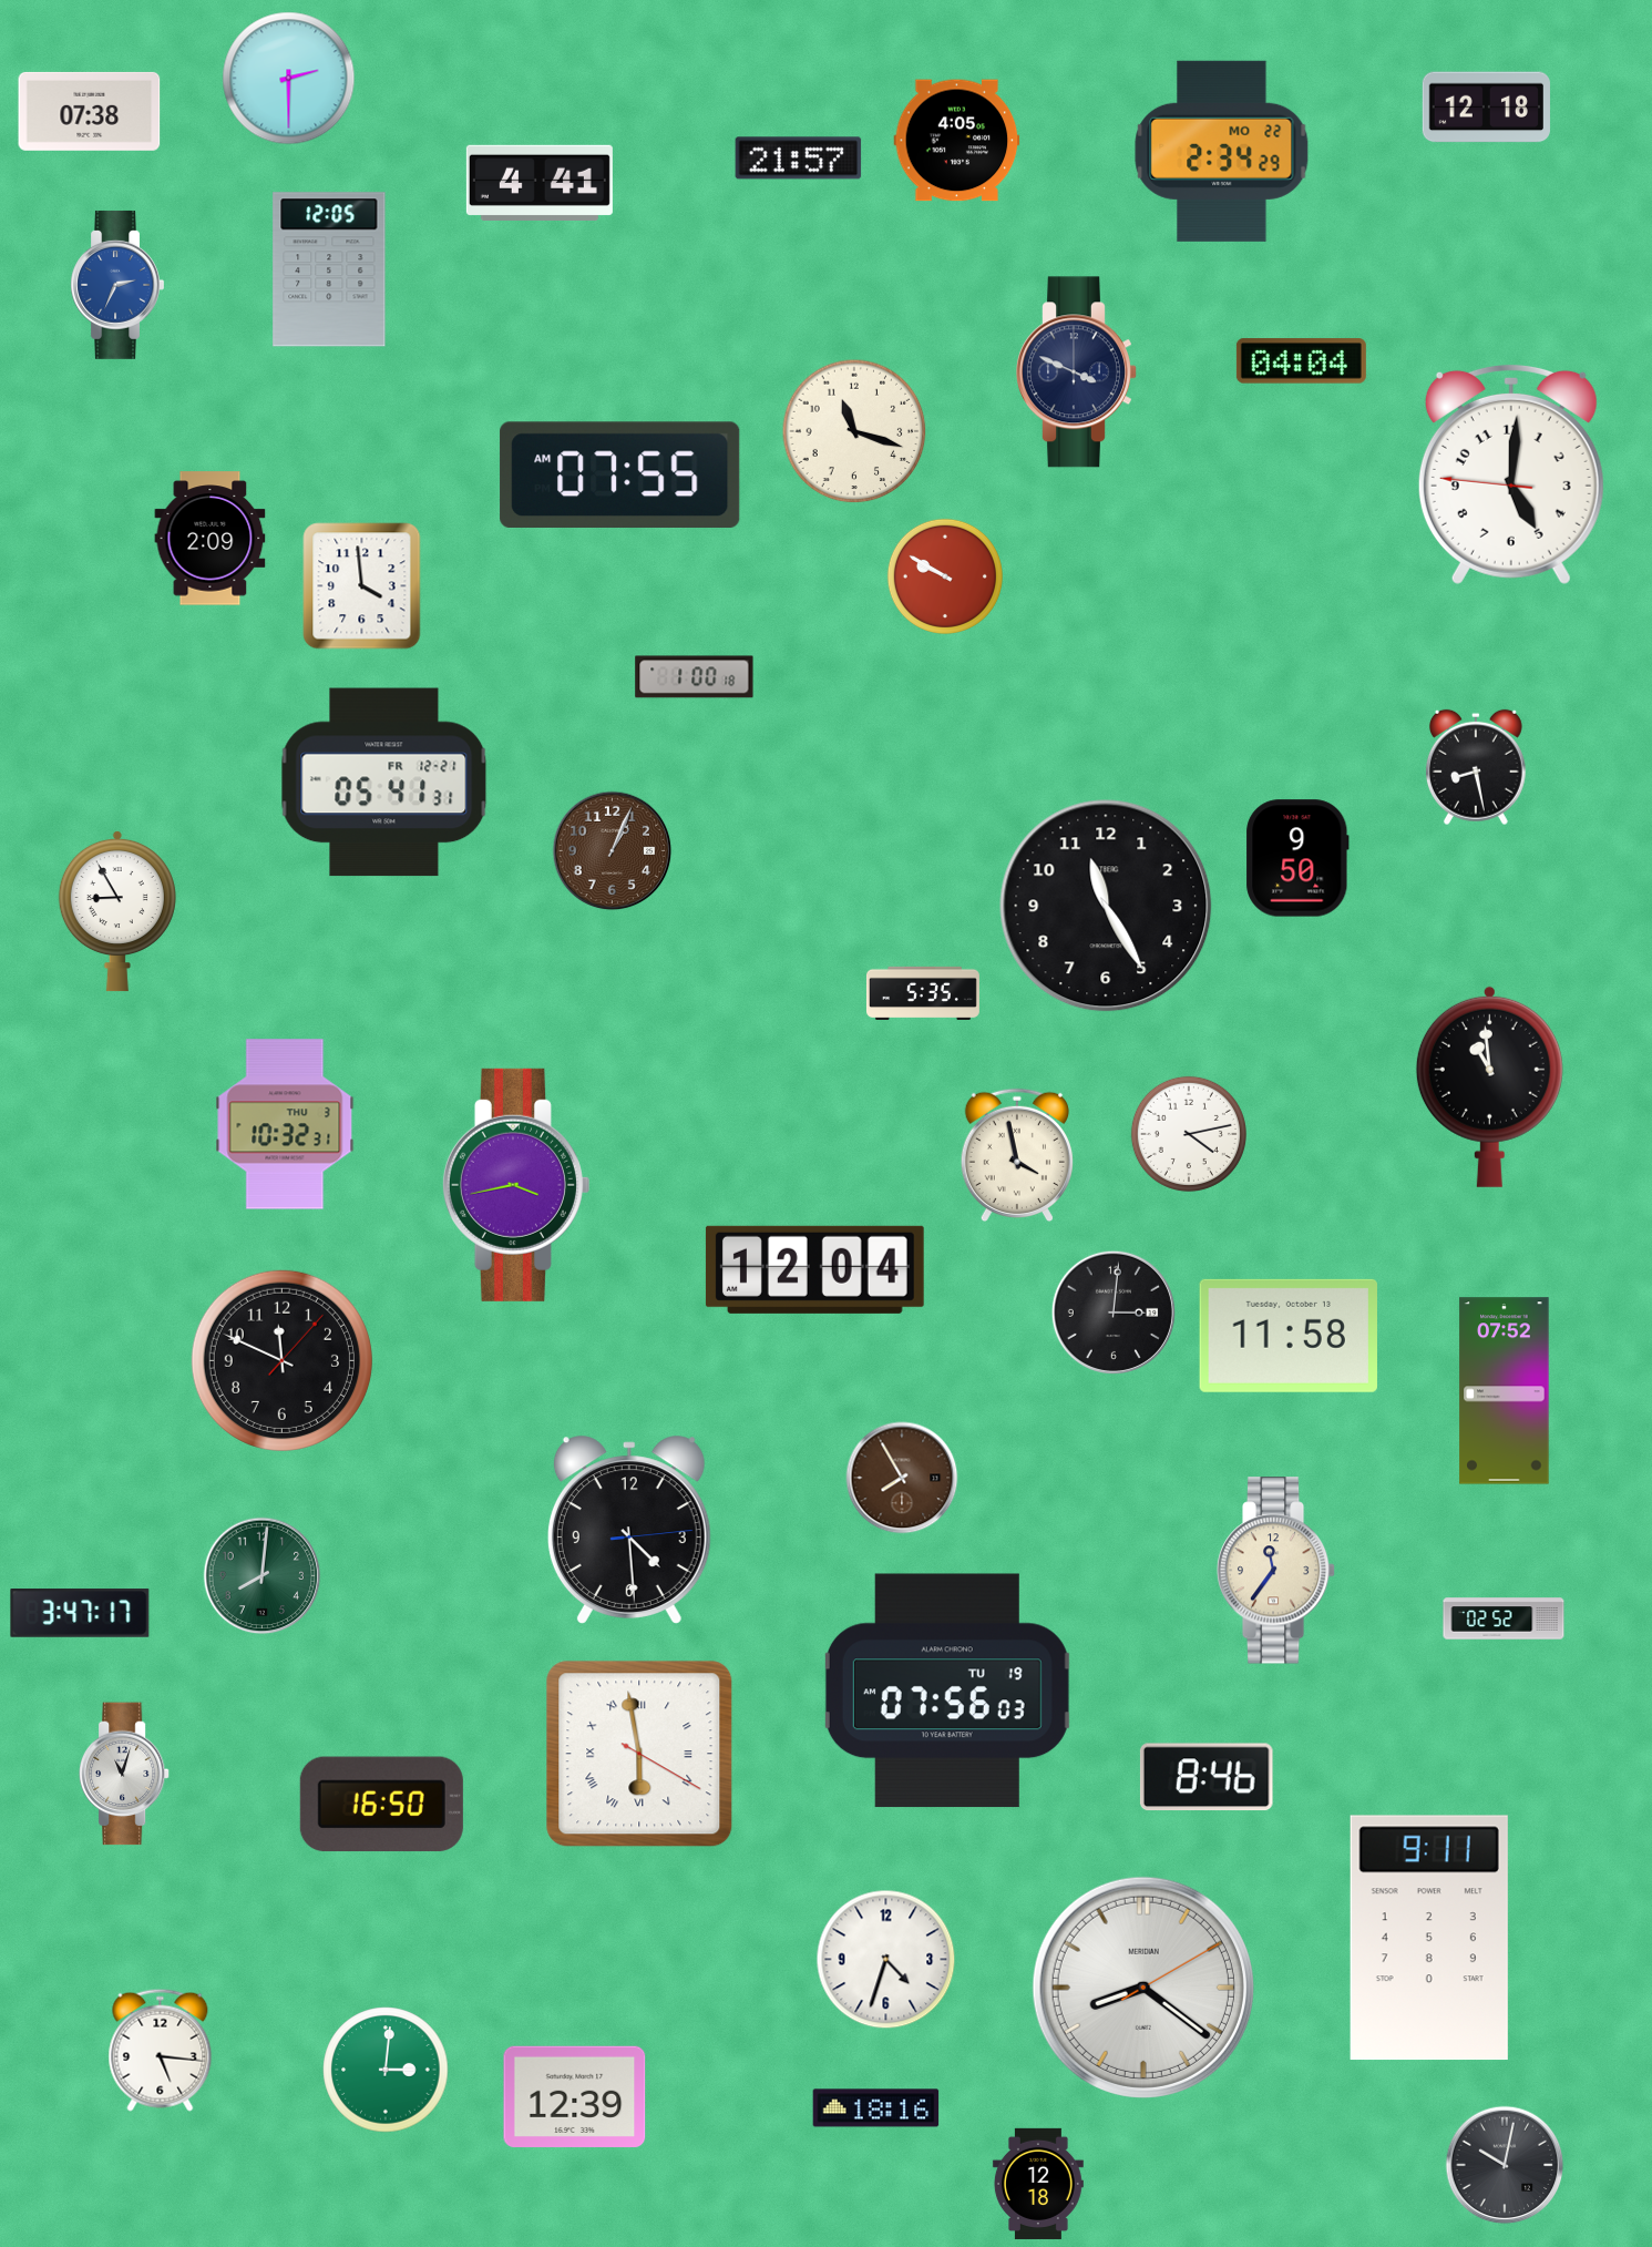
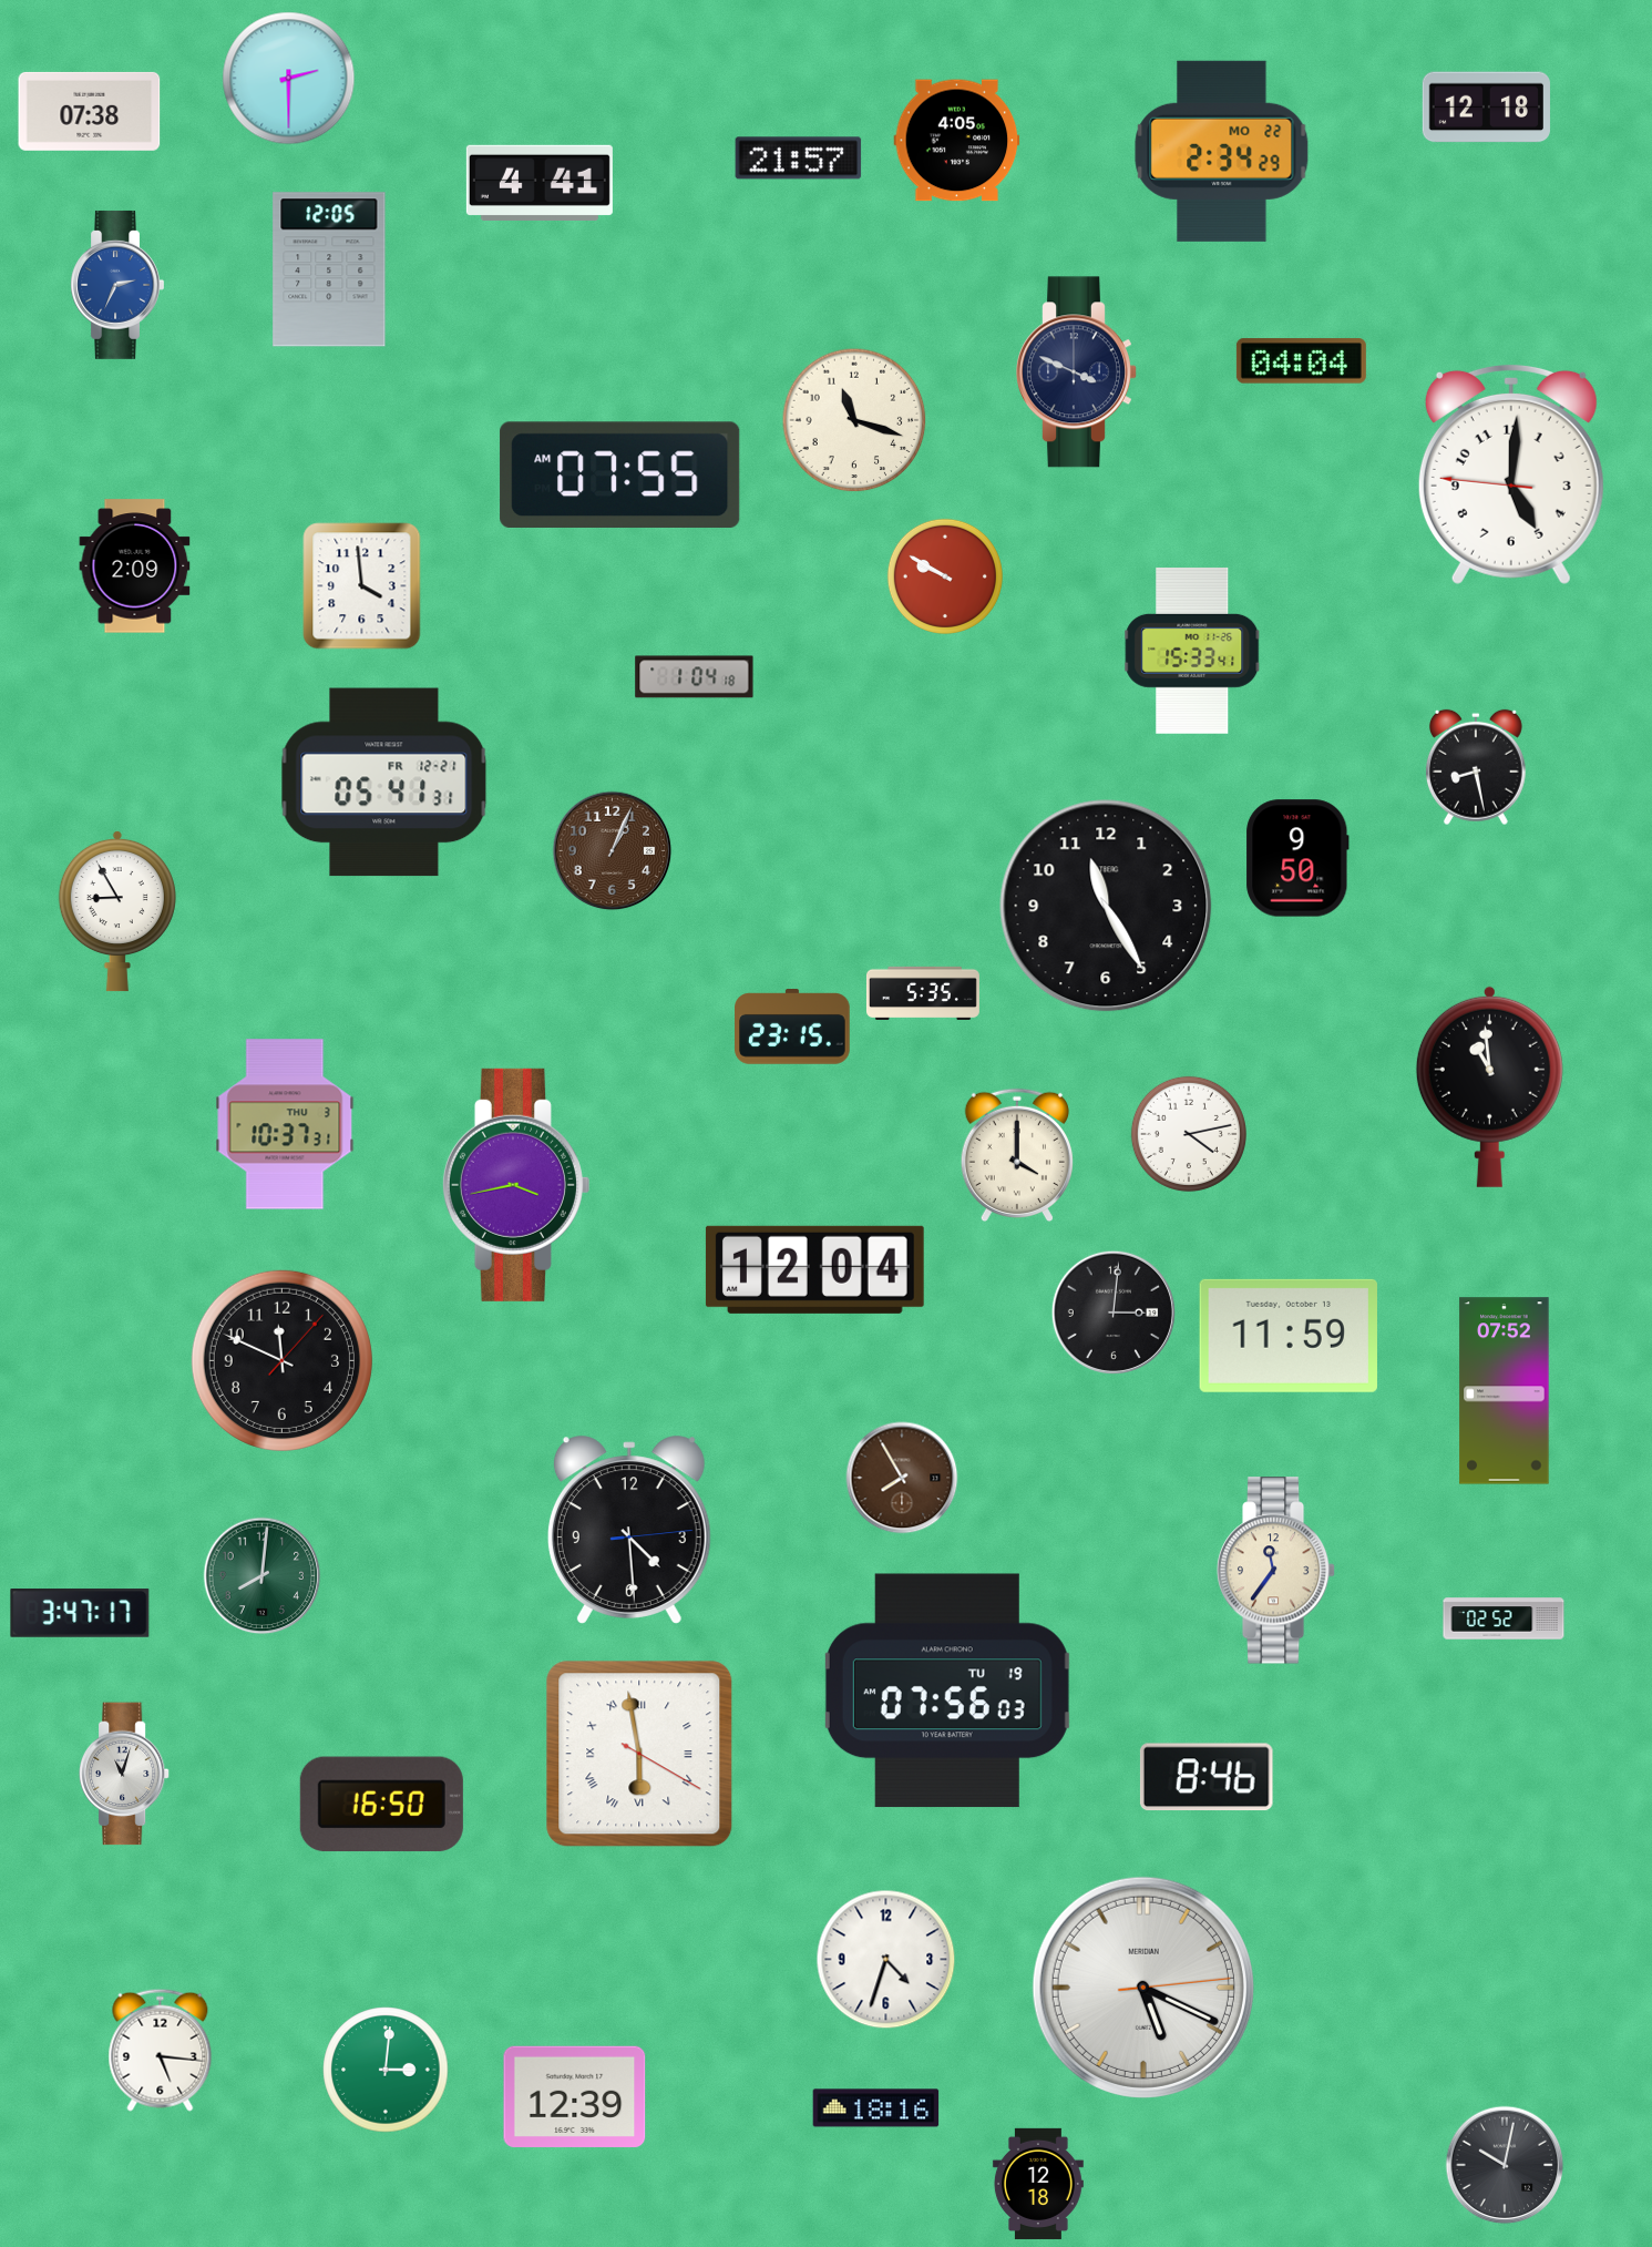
clock at (854, 431) position: (854, 431) -> (854, 420)
clock at (211, 539) position: (211, 539) -> (135, 566)
clock at (1193, 651): none -> 15:33
clock at (695, 677): 1:00 -> 1:04
clock at (792, 1028): none -> 23:15
clock at (285, 1124): 10:32 -> 10:37
clock at (1017, 1155): 3:58 -> 4:00
clock at (1287, 1336): 11:58 -> 11:59
clock at (1429, 1938): 9:11 -> none
clock at (1143, 1988): 8:21 -> 5:19
